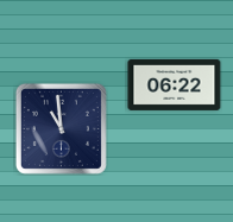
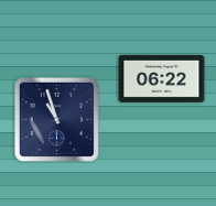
clock at (61, 128): 10:59 -> 10:57
